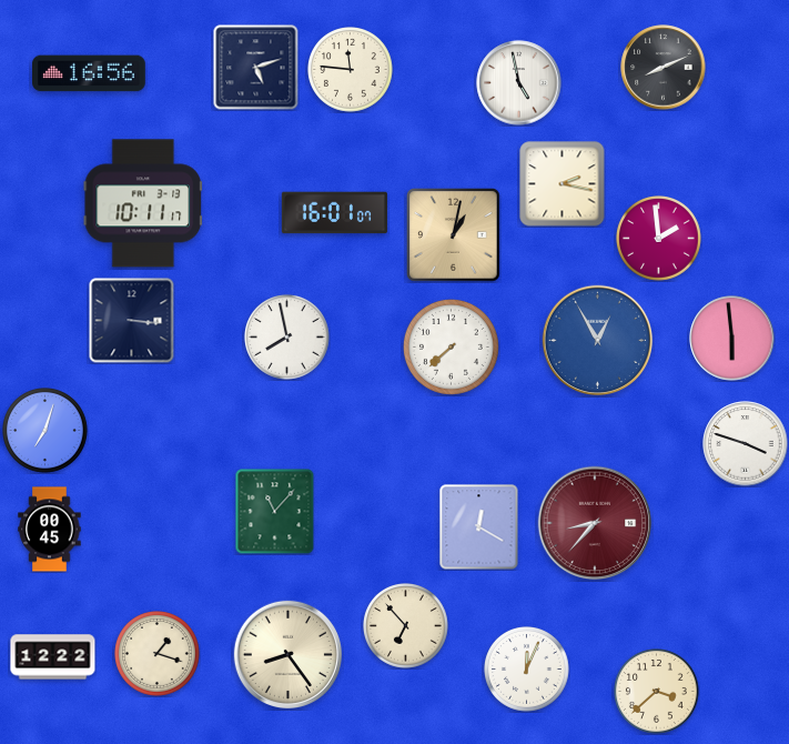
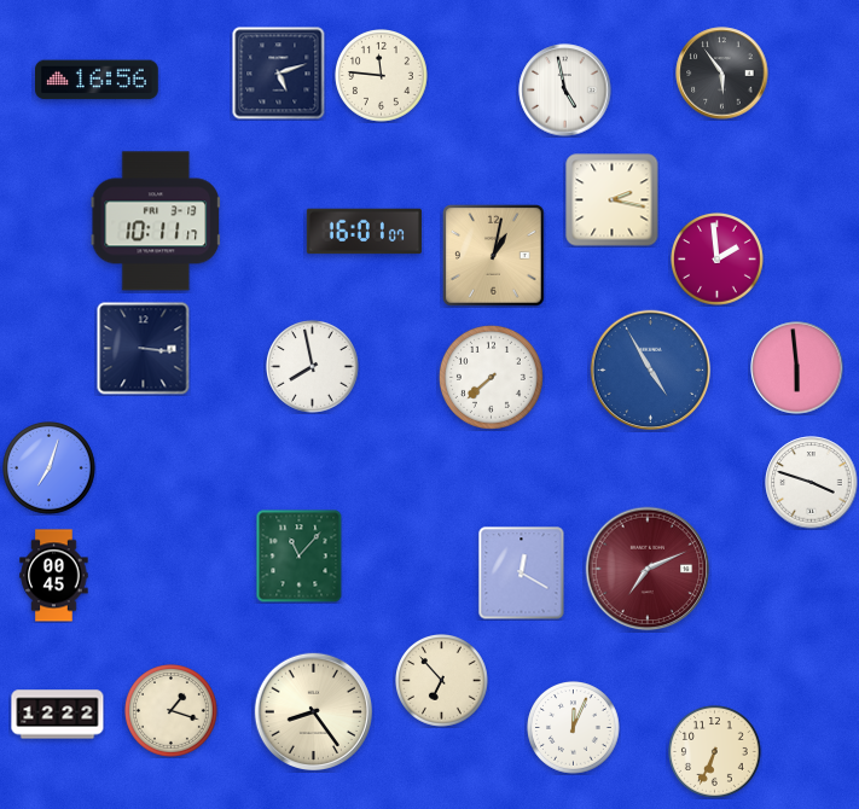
clock at (664, 68): 8:11 -> 5:54
clock at (598, 341): 12:55 -> 4:55
clock at (595, 523): 8:37 -> 7:11
clock at (657, 692): 3:38 -> 6:34
